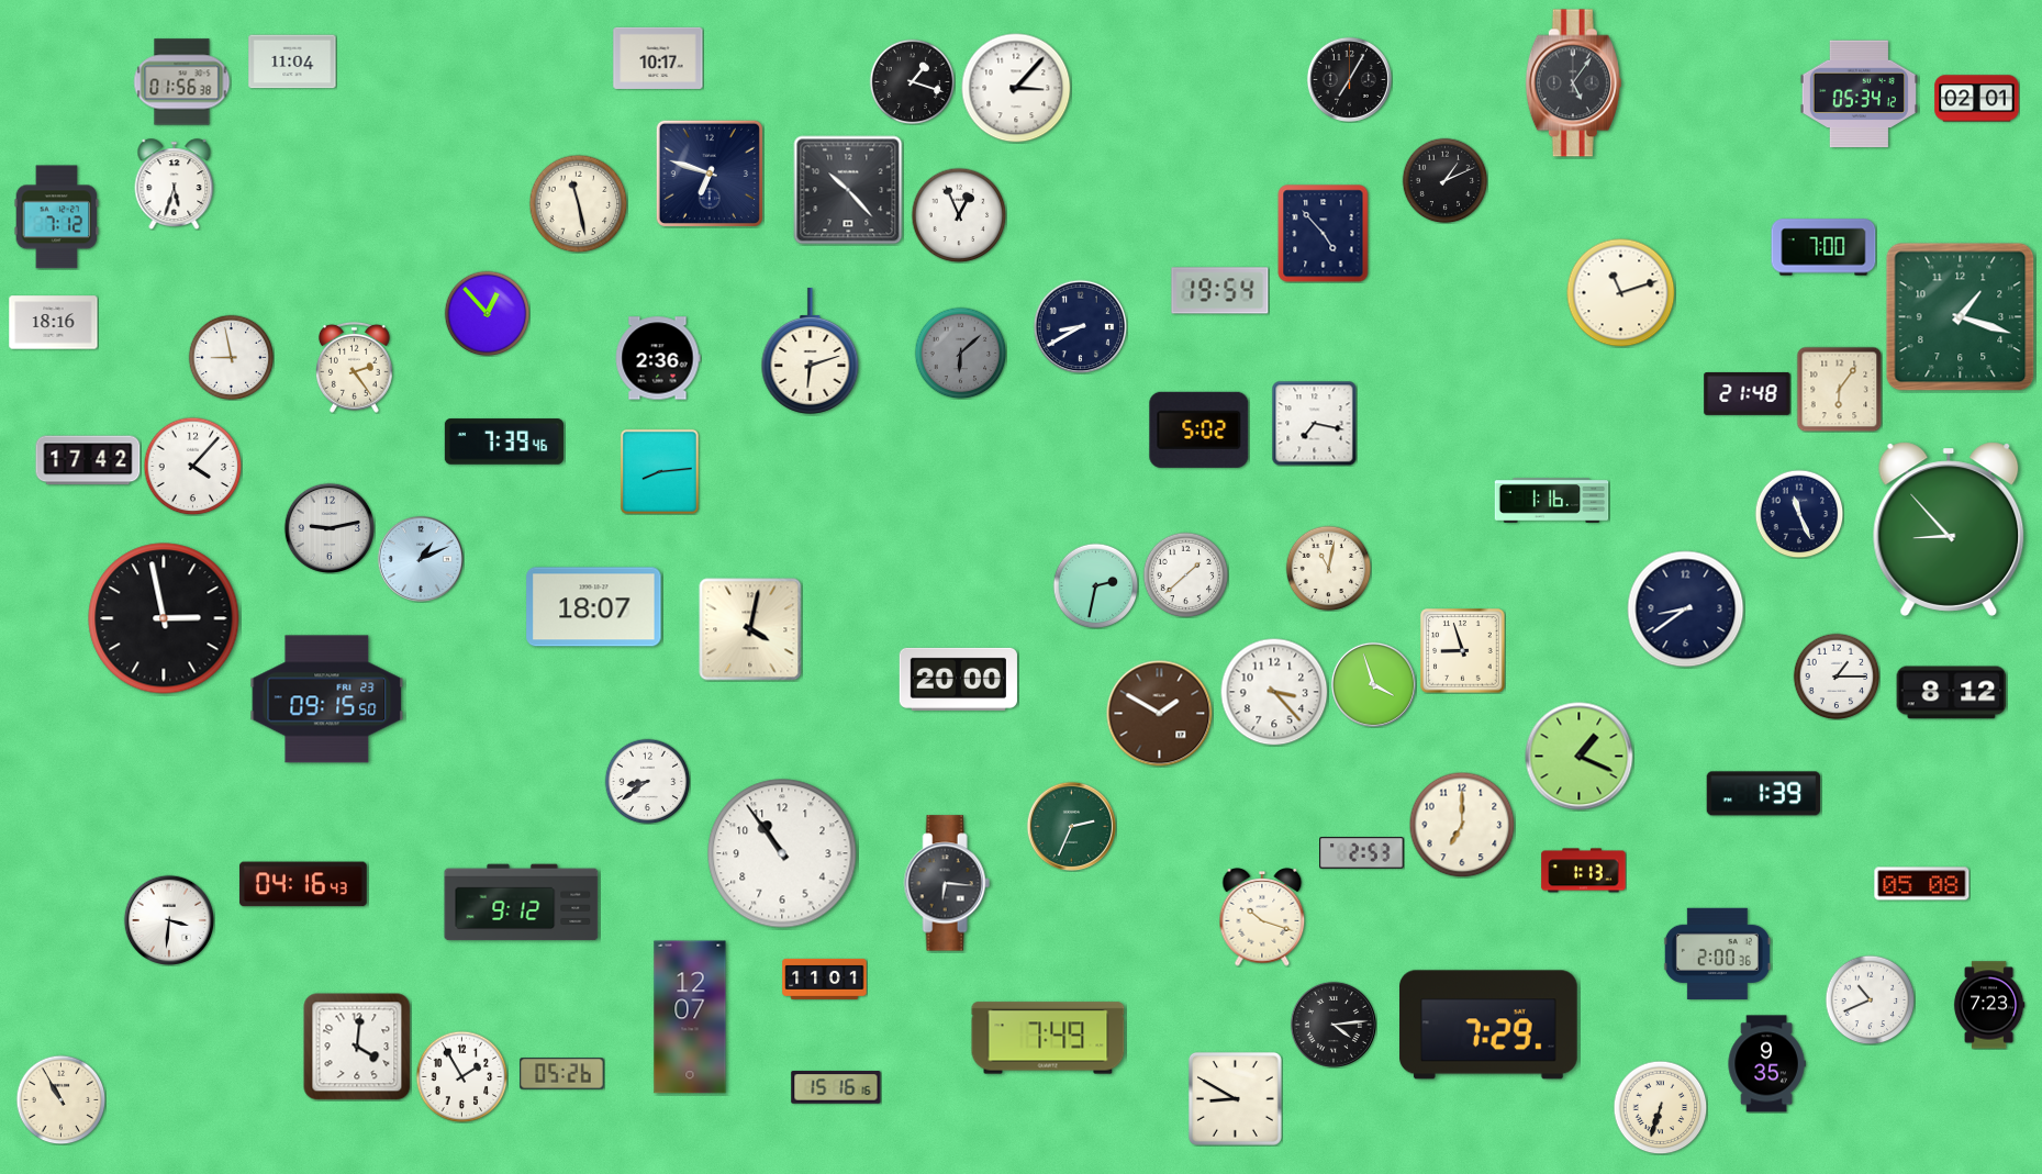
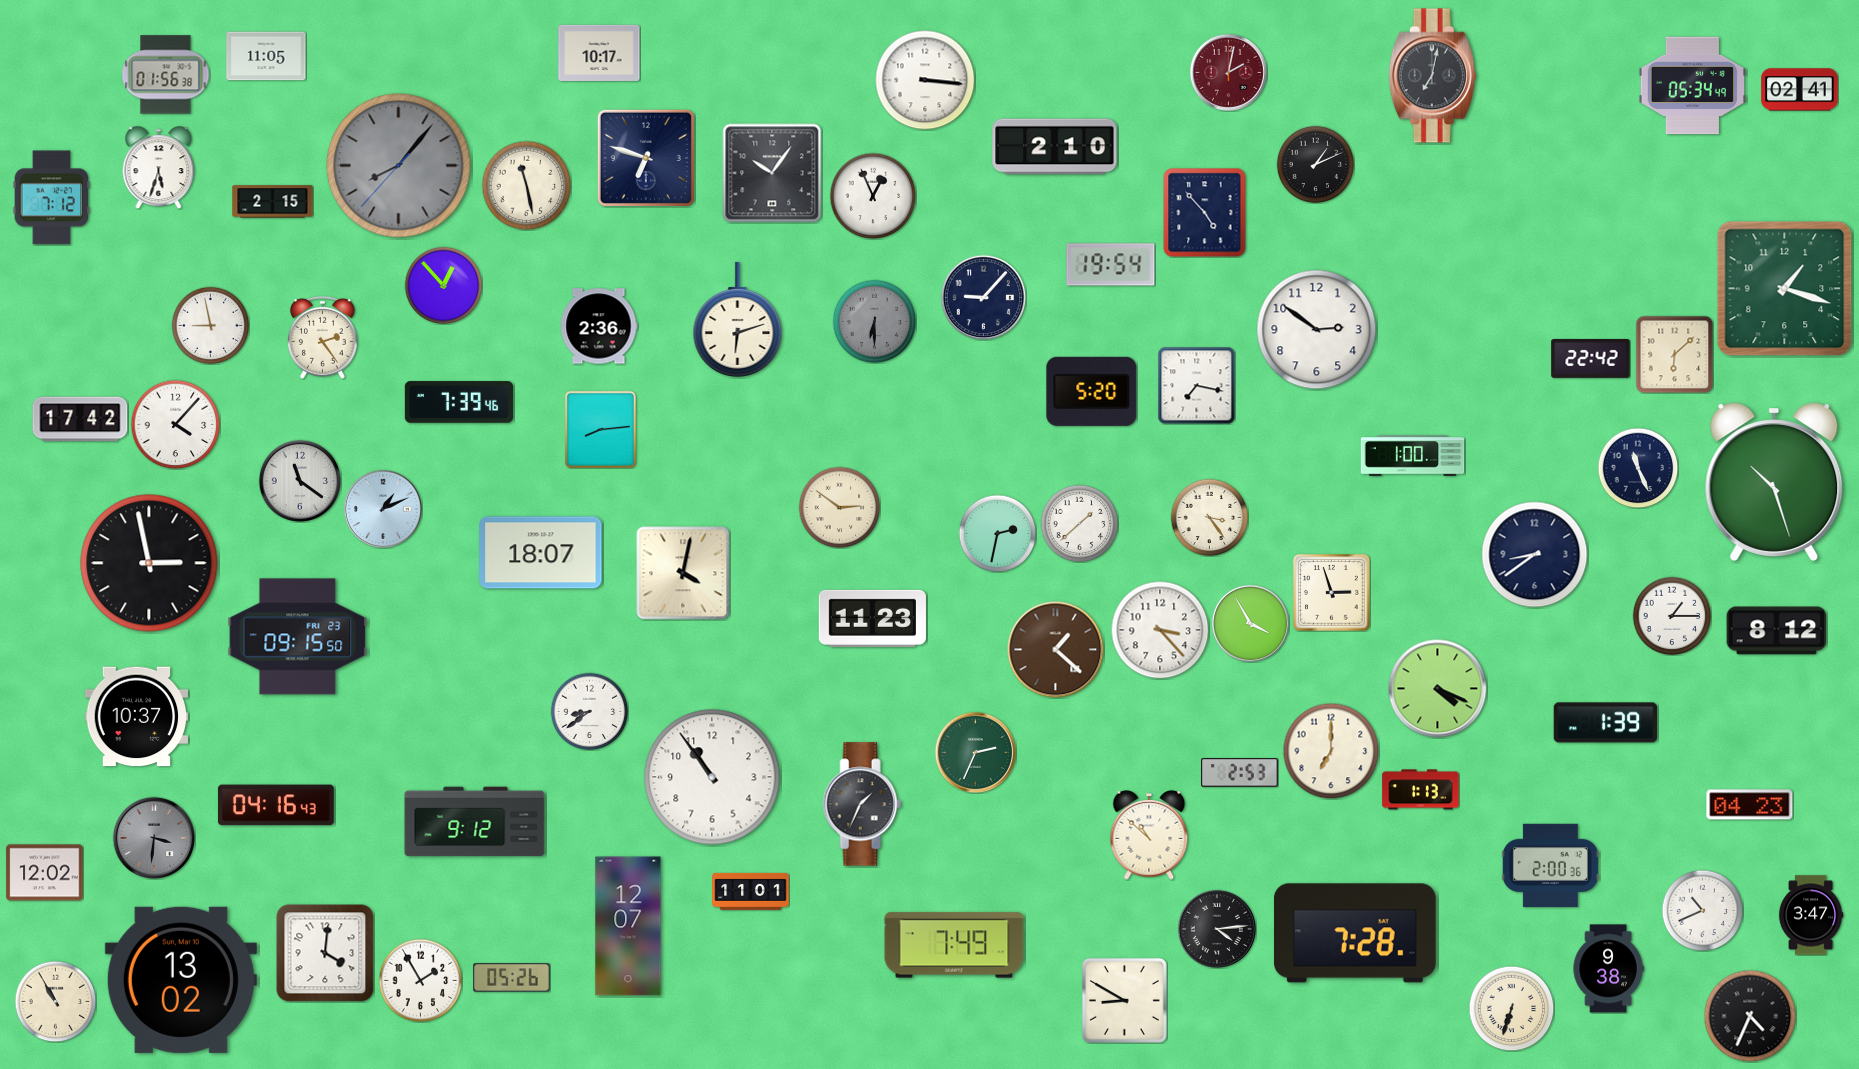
clock at (292, 62): 11:04 -> 11:05
clock at (1349, 79): 7:05 -> 2:02
clock at (1349, 79) dial: black -> burgundy
clock at (912, 81): 1:18 -> none
clock at (1573, 83): 5:06 -> 7:02
clock at (1016, 88): 3:07 -> 3:16
clock at (1859, 94): 05:34:12 -> 05:34:49
clock at (1977, 99): 02:01 -> 02:41
clock at (1055, 147): none -> 2:10
clock at (399, 166): none -> 8:06
clock at (848, 190): 10:23 -> 10:06
clock at (273, 202): none -> 2:15
clock at (1823, 247): 7:00 -> none
clock at (1621, 293): 11:12 -> none
clock at (54, 323): 18:16 -> none
clock at (1080, 326): 8:40 -> 9:07
clock at (960, 353): 6:08 -> 6:30
clock at (1317, 330): none -> 2:51
clock at (354, 367) position: (354, 367) -> (322, 337)
clock at (1839, 389): 6:06 -> 6:08
clock at (1748, 393): 21:48 -> 22:42
clock at (1199, 429): 5:02 -> 5:20
clock at (1552, 501): 1:16 -> 1:00
clock at (328, 527): 9:13 -> 11:21
clock at (1949, 529): 8:53 -> 10:27
clock at (839, 507): none -> 2:51
clock at (1328, 568): 11:02 -> 3:24
clock at (1463, 651): 8:57 -> 2:57
clock at (958, 679): 20:00 -> 11:23
clock at (1373, 684): 3:57 -> 3:55
clock at (1160, 714): 1:50 -> 1:22
clock at (1580, 757): 1:19 -> 4:19
clock at (137, 717): none -> 10:37
clock at (1362, 853) position: (1362, 853) -> (1240, 773)
clock at (1584, 871) position: (1584, 871) -> (1421, 790)
clock at (947, 883): 6:16 -> 1:34
clock at (1922, 884): 05:08 -> 04:23
clock at (1262, 917): 10:18 -> 10:52
clock at (168, 919) dial: white -> grey
clock at (1717, 953) position: (1717, 953) -> (1550, 865)
clock at (45, 873): none -> 12:02
clock at (1989, 1005): 7:23 -> 3:47
clock at (1334, 1025) position: (1334, 1025) -> (1217, 929)
clock at (1489, 1025): 7:29 -> 7:28
clock at (1766, 1064): 9:35 -> 9:38
clock at (181, 980): none -> 13:02
clock at (836, 1087): 15:16 -> none
clock at (1750, 1016): none -> 4:34
